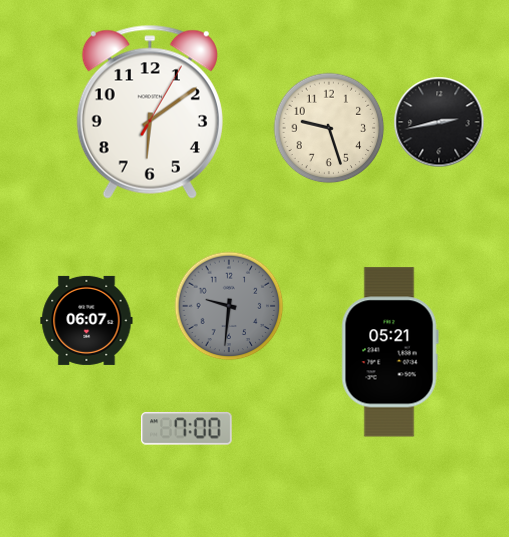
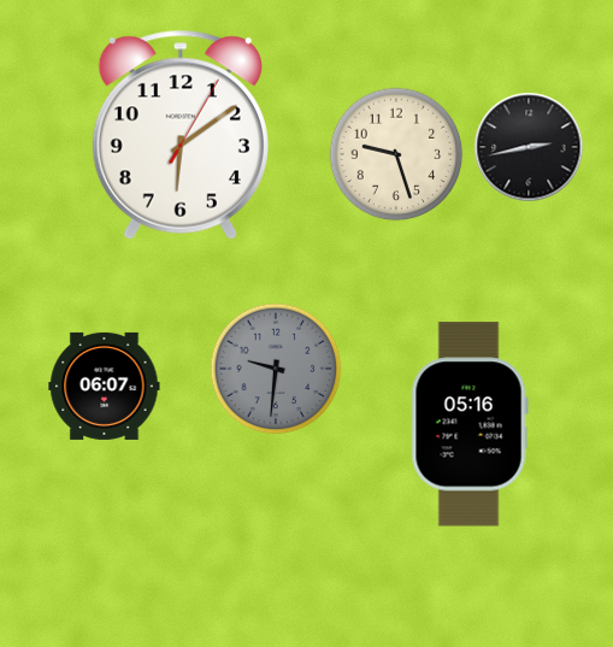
clock at (390, 352): 05:21 -> 05:16
clock at (187, 429): 7:00 -> none
